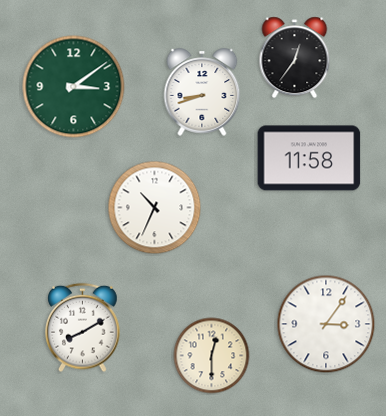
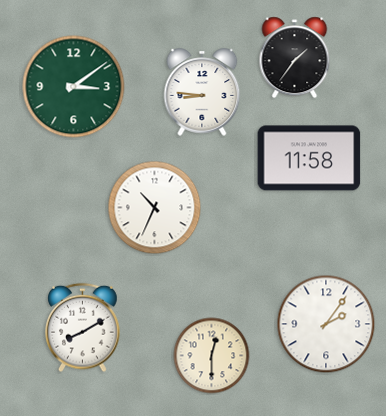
clock at (295, 58): 12:36 -> 1:36
clock at (202, 92): 8:42 -> 8:46
clock at (326, 324): 3:06 -> 2:06
